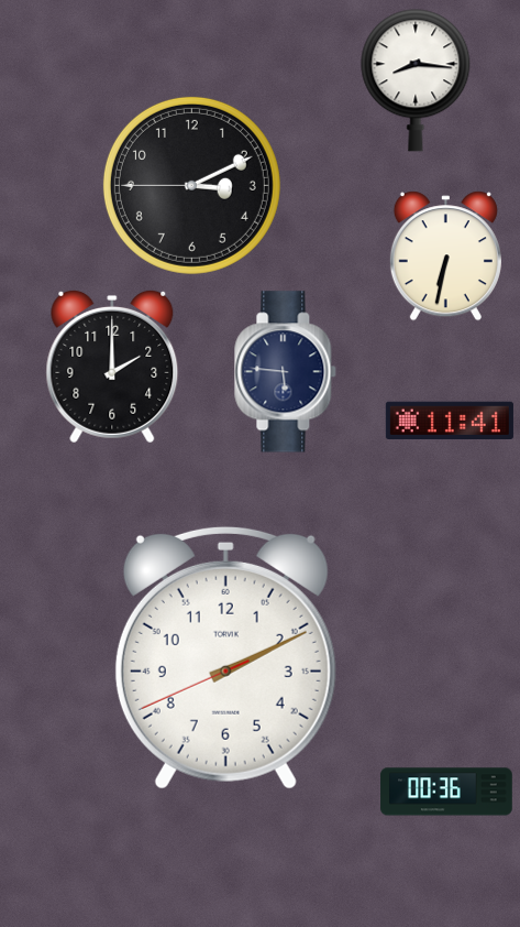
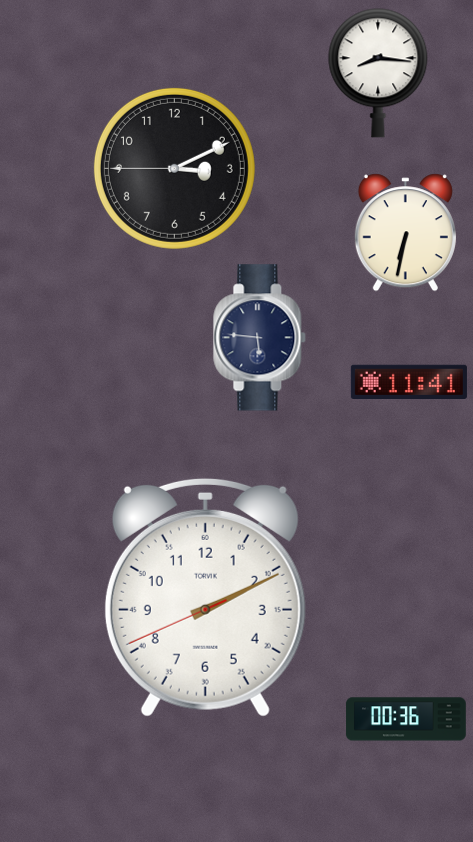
clock at (112, 367): 2:00 -> none
